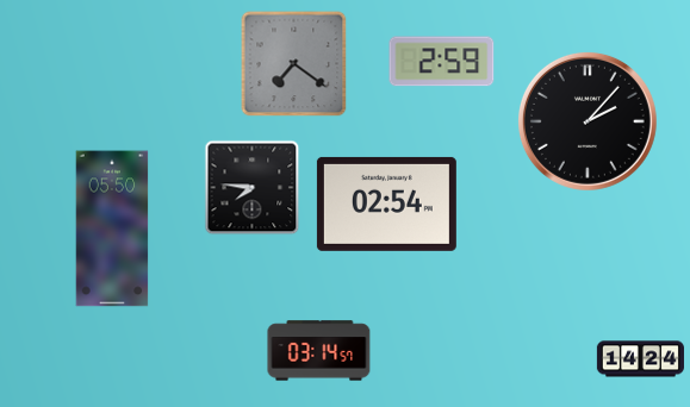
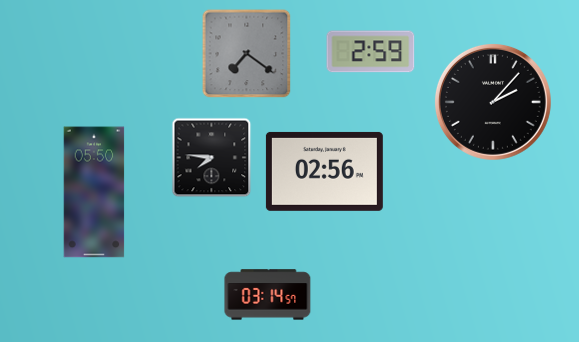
clock at (386, 203): 02:54 -> 02:56
clock at (640, 359): 14:24 -> none
